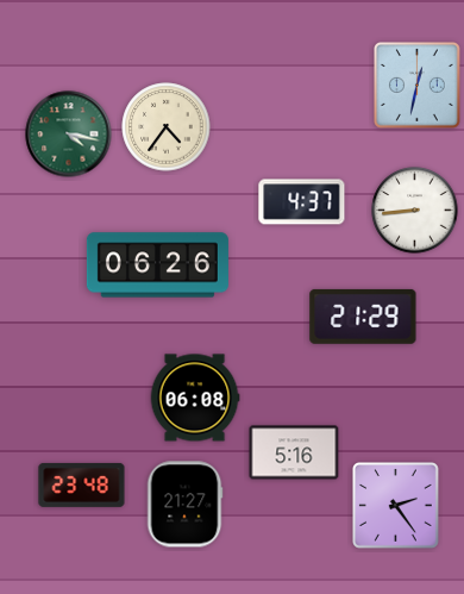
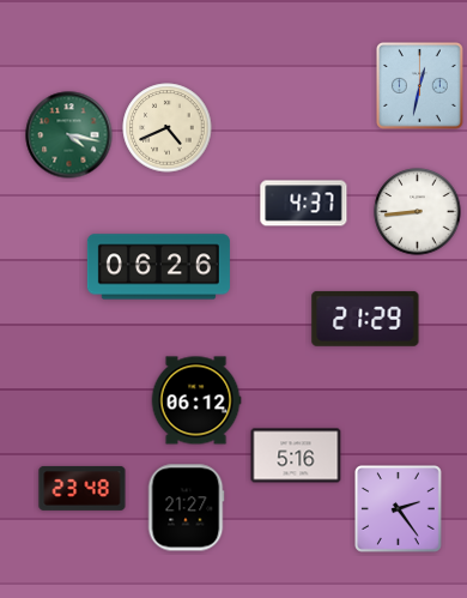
clock at (167, 127): 4:36 -> 4:41
clock at (195, 398): 06:08 -> 06:12
